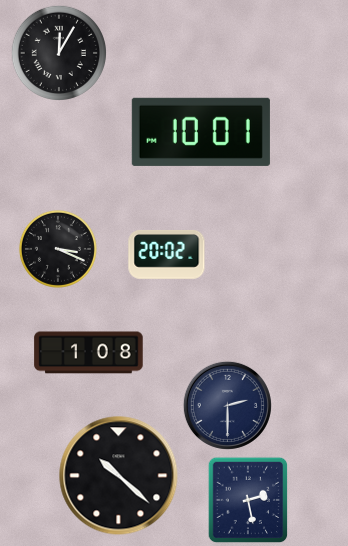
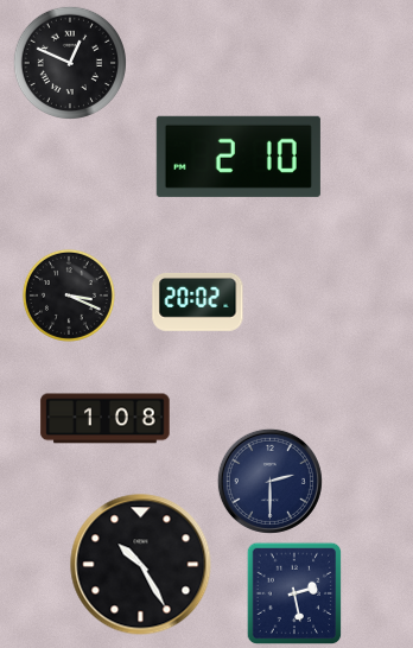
clock at (58, 52): 12:05 -> 12:49
clock at (201, 132): 10:01 -> 2:10
clock at (119, 476): 10:22 -> 10:25
